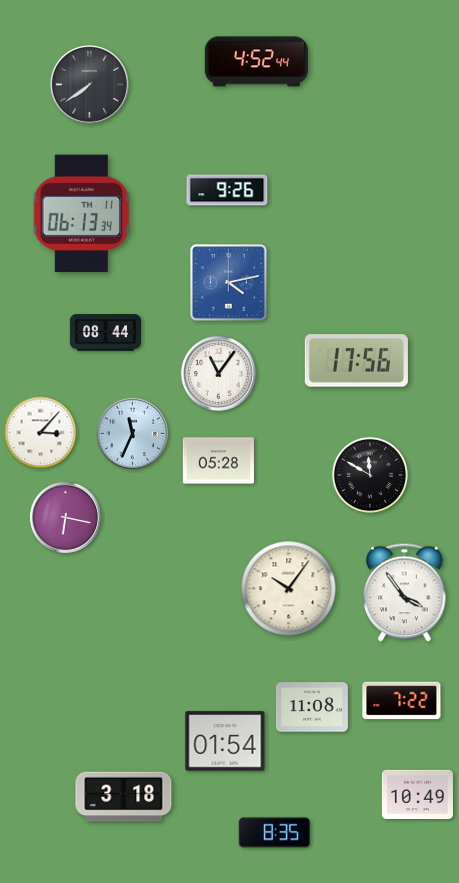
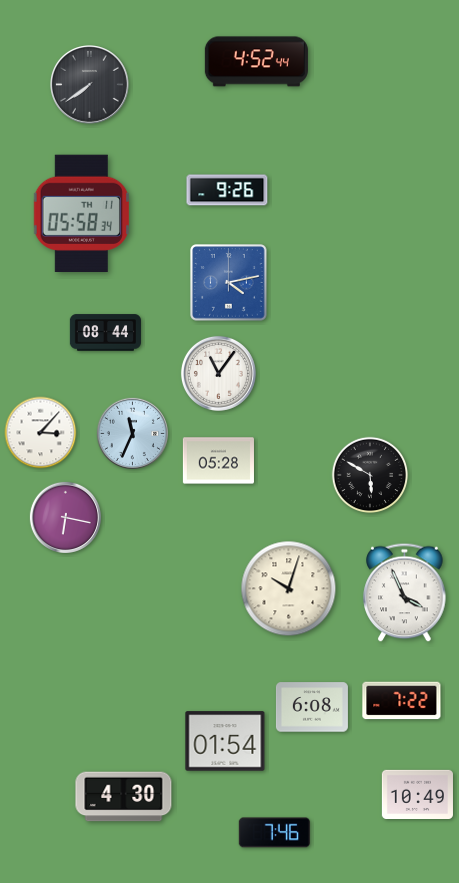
clock at (81, 213): 06:13 -> 05:58
clock at (356, 361): 17:56 -> none
clock at (370, 475): 11:50 -> 5:50
clock at (289, 589): 10:06 -> 10:03
clock at (405, 593): 3:54 -> 3:56
clock at (312, 707): 11:08 -> 6:08
clock at (124, 797): 3:18 -> 4:30
clock at (274, 833): 8:35 -> 7:46
